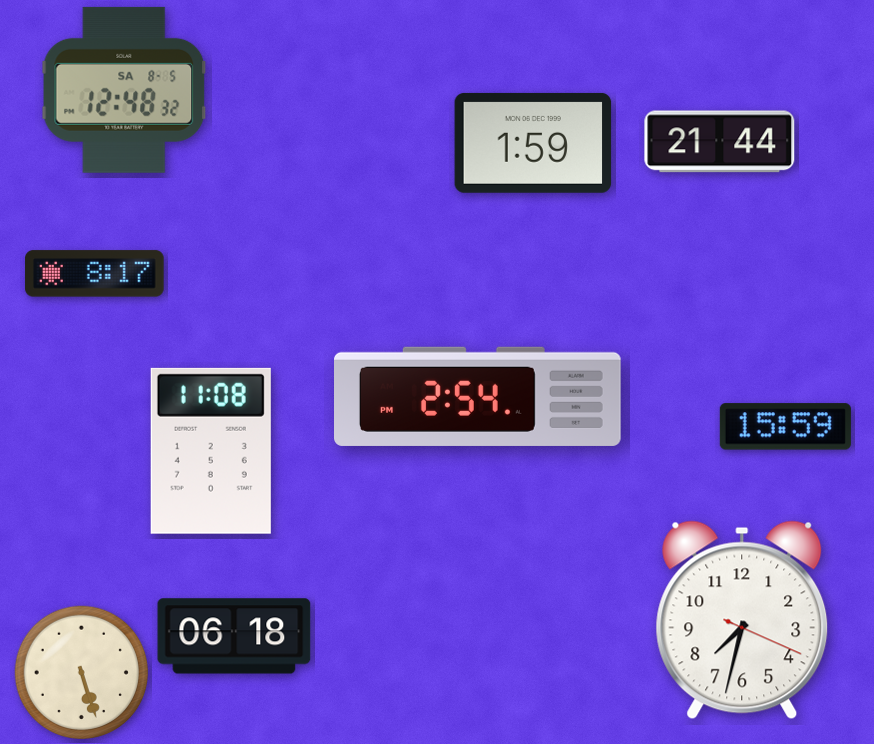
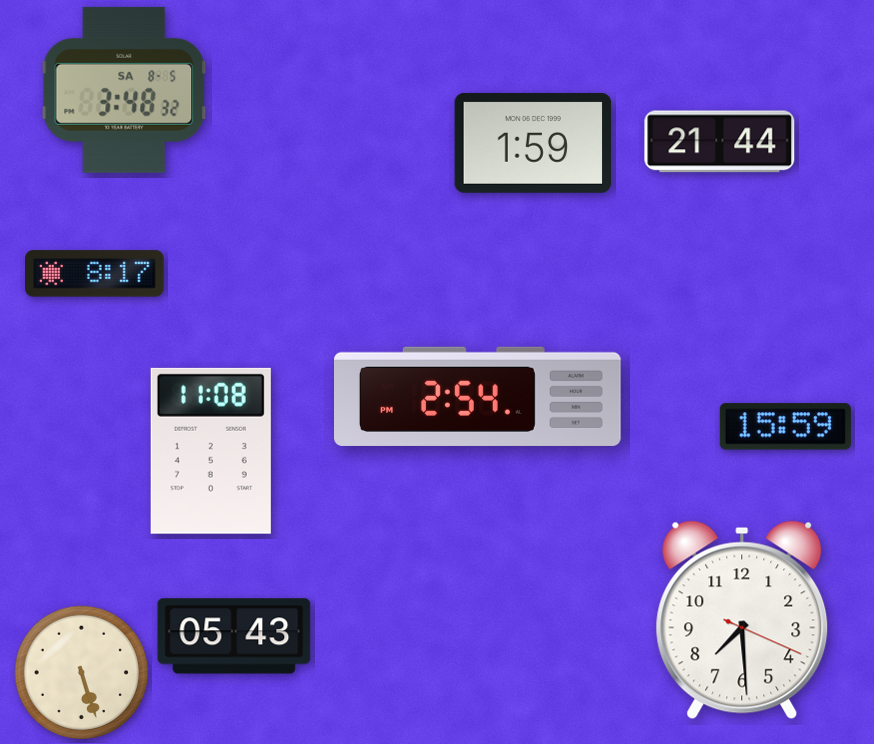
clock at (124, 90): 12:48 -> 3:48
clock at (742, 620): 7:32 -> 7:29
clock at (234, 636): 06:18 -> 05:43
